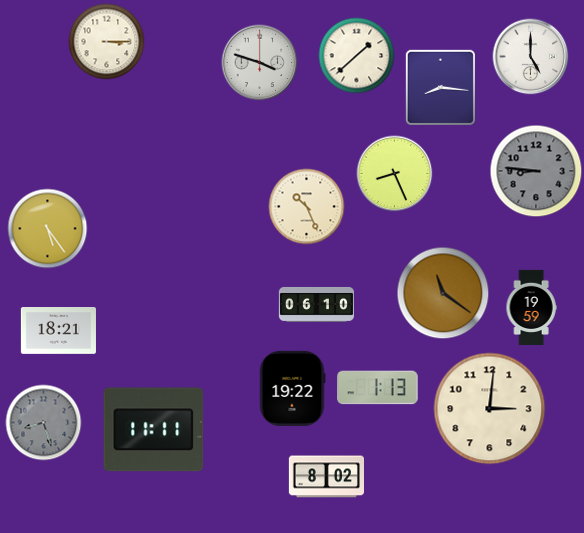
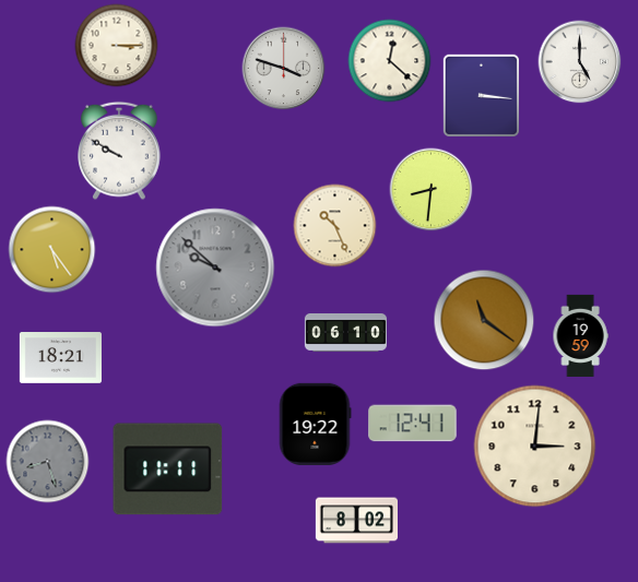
clock at (357, 56): 1:38 -> 12:22
clock at (440, 87): 8:16 -> 3:16
clock at (119, 151): none -> 9:50
clock at (536, 171): 8:46 -> none
clock at (395, 174): 8:26 -> 8:31
clock at (215, 268): none -> 9:52
clock at (58, 331) position: (58, 331) -> (60, 358)
clock at (292, 388) position: (292, 388) -> (315, 424)
clock at (378, 388): 1:13 -> 12:41
